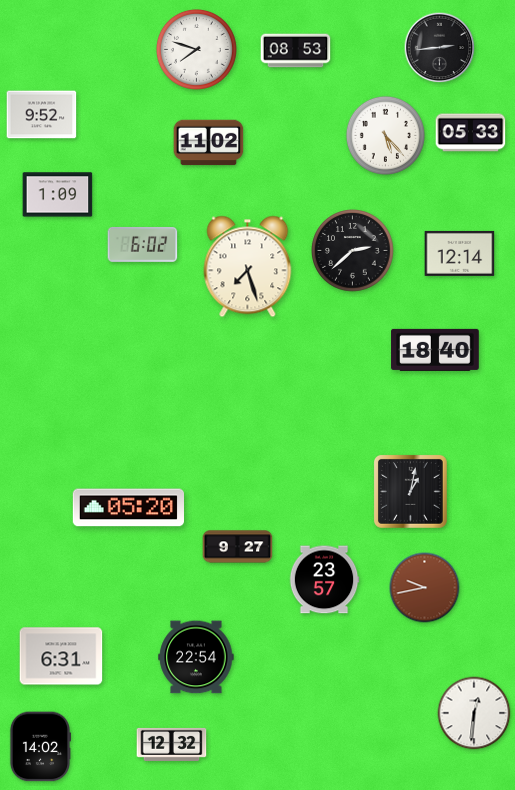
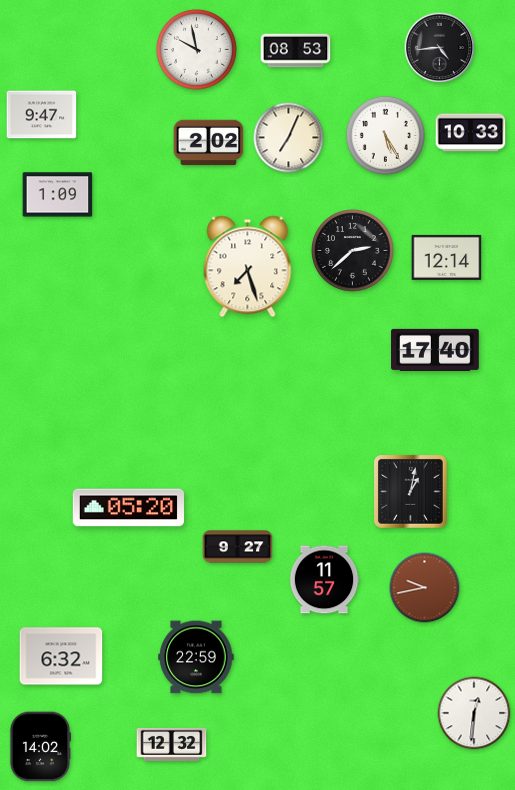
clock at (440, 48): 2:44 -> 4:44
clock at (196, 49): 7:48 -> 9:58
clock at (42, 115): 9:52 -> 9:47
clock at (471, 133): 05:33 -> 10:33
clock at (385, 135): 5:23 -> 5:25
clock at (289, 138): none -> 7:04
clock at (209, 143): 11:02 -> 2:02
clock at (143, 244): 6:02 -> none
clock at (460, 253) position: (460, 253) -> (447, 257)
clock at (435, 350): 18:40 -> 17:40
clock at (324, 580): 23:57 -> 11:57
clock at (61, 656): 6:31 -> 6:32
clock at (196, 657): 22:54 -> 22:59
